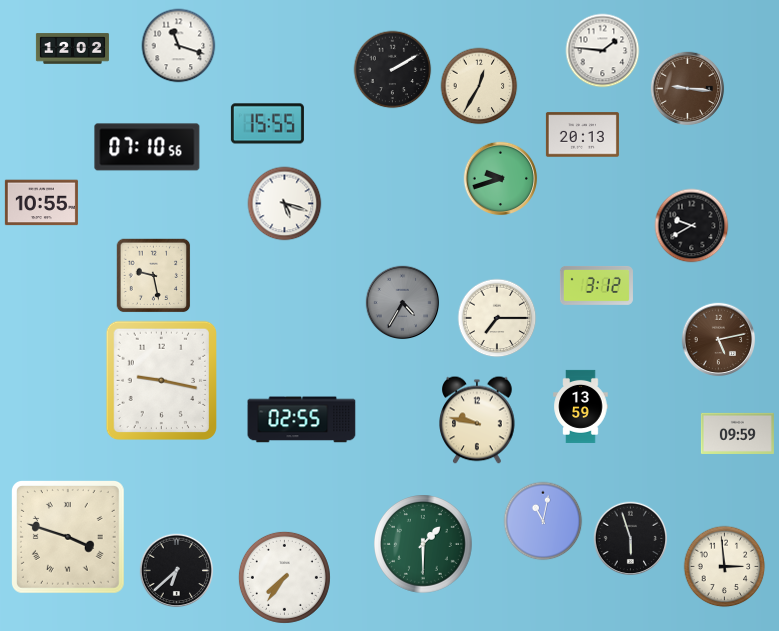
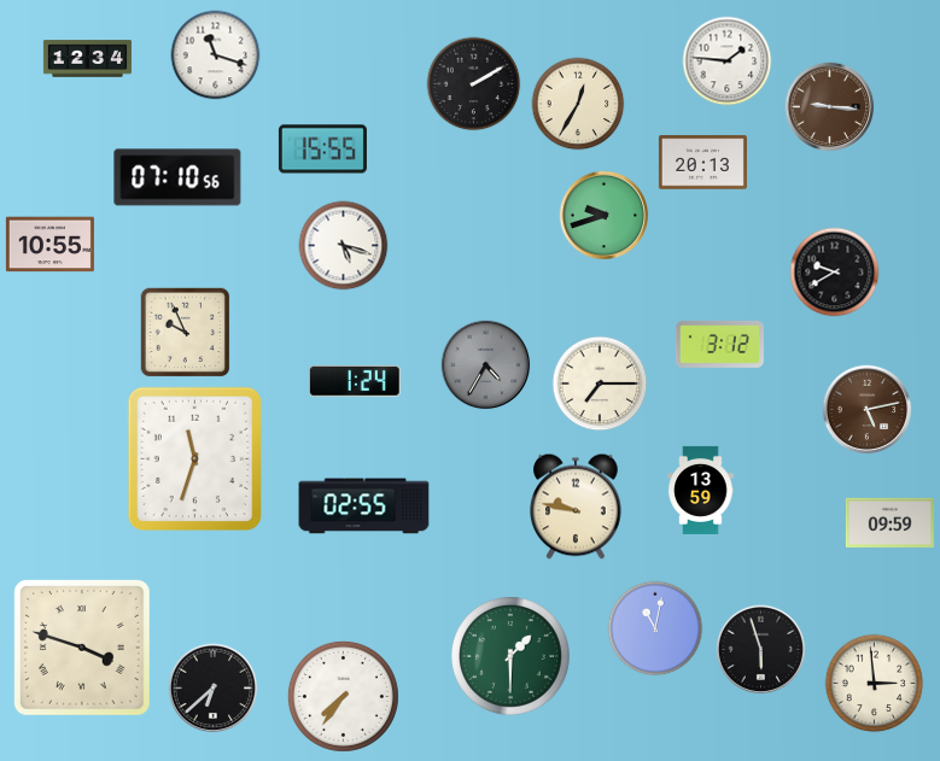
clock at (72, 49): 12:02 -> 12:34
clock at (154, 276): 9:28 -> 9:56
clock at (356, 381): none -> 1:24
clock at (161, 380): 9:17 -> 11:33
